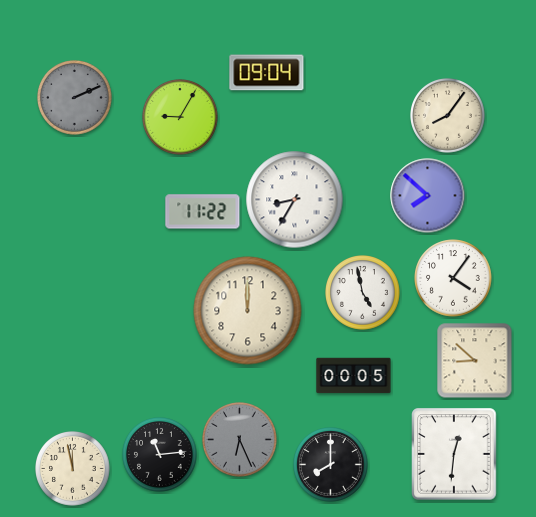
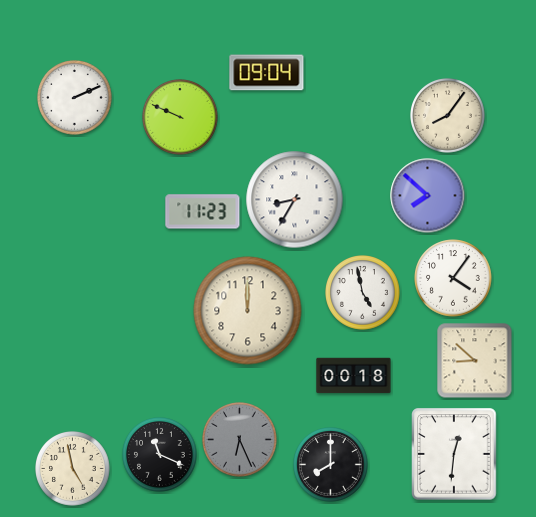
clock at (75, 98) dial: grey -> white
clock at (180, 117): 9:05 -> 9:49
clock at (203, 212): 11:22 -> 11:23
clock at (354, 376): 00:05 -> 00:18
clock at (160, 455): 11:14 -> 11:19
clock at (73, 469): 11:58 -> 4:58
